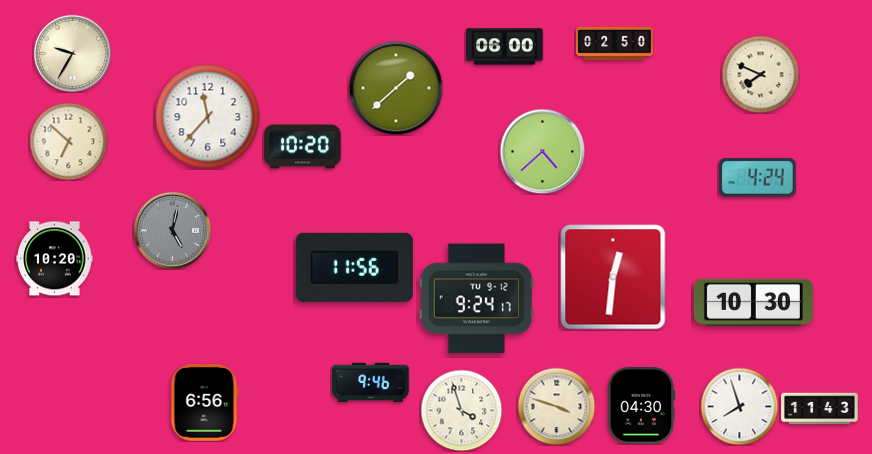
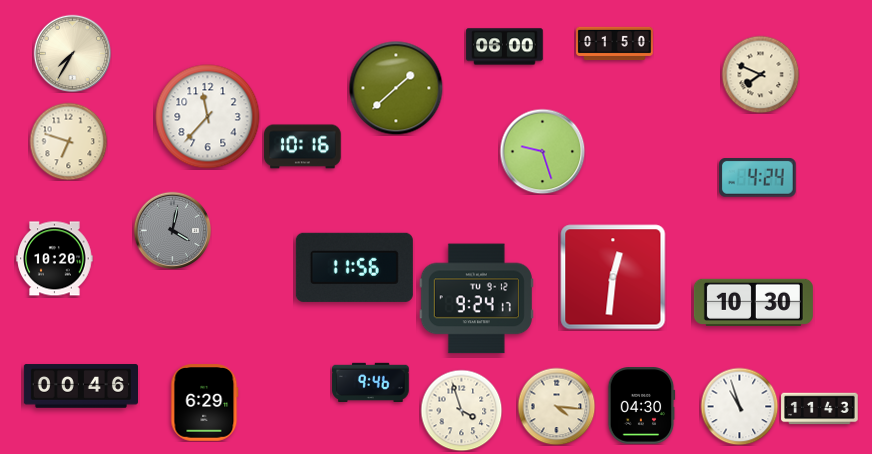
clock at (615, 44): 02:50 -> 01:50
clock at (72, 53): 9:35 -> 7:35
clock at (68, 141): 6:52 -> 6:48
clock at (303, 147): 10:20 -> 10:16
clock at (542, 151): 4:38 -> 9:27
clock at (172, 230): 5:02 -> 4:02
clock at (80, 386): none -> 00:46
clock at (205, 403): 6:56 -> 6:29
clock at (556, 406): 3:48 -> 4:16
clock at (739, 406): 7:57 -> 10:57
